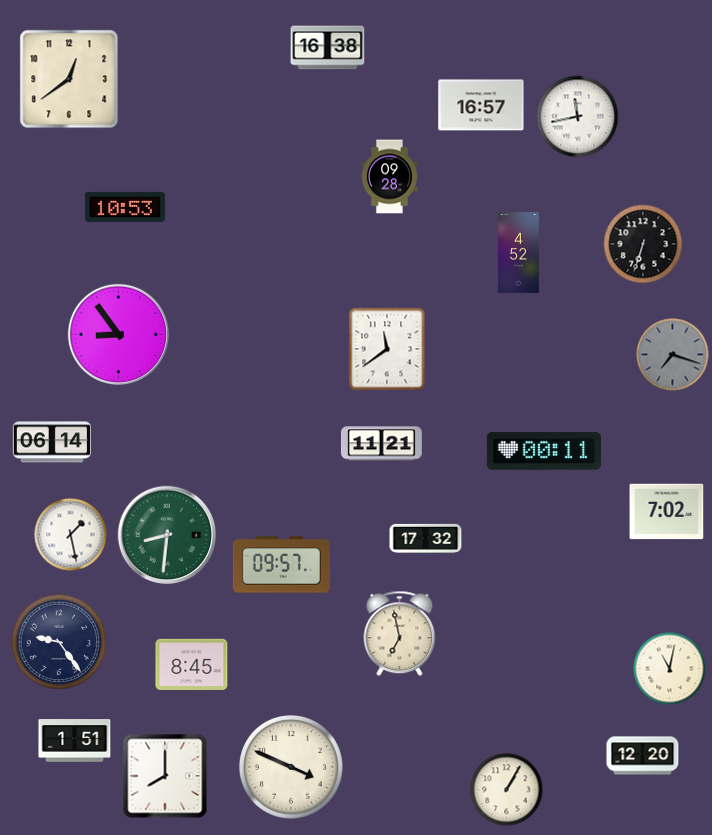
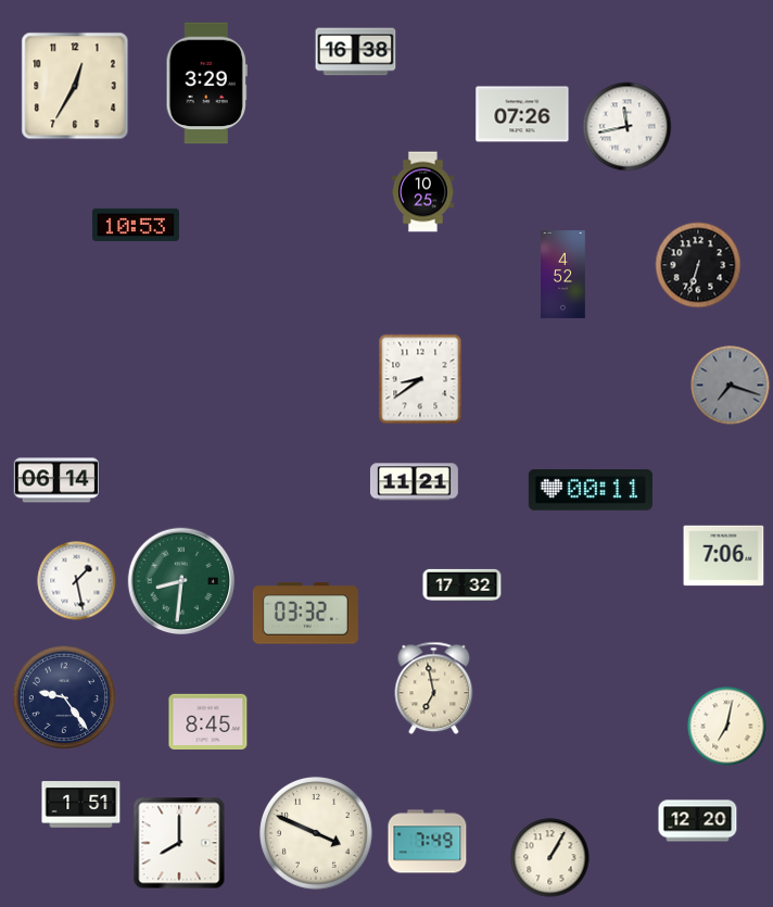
clock at (206, 84): none -> 3:29
clock at (69, 79): 12:39 -> 12:35
clock at (481, 105): 16:57 -> 07:26
clock at (389, 177): 09:28 -> 10:25
clock at (118, 334): 8:54 -> none
clock at (387, 349): 11:39 -> 8:39
clock at (667, 512): 7:02 -> 7:06
clock at (281, 565): 09:57 -> 03:32
clock at (670, 669): 11:02 -> 7:02
clock at (428, 842): none -> 7:49
